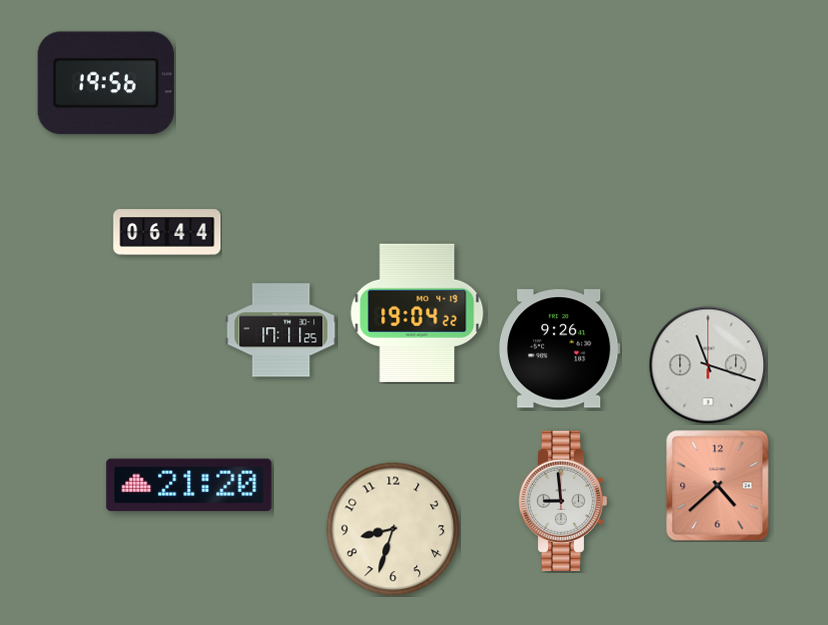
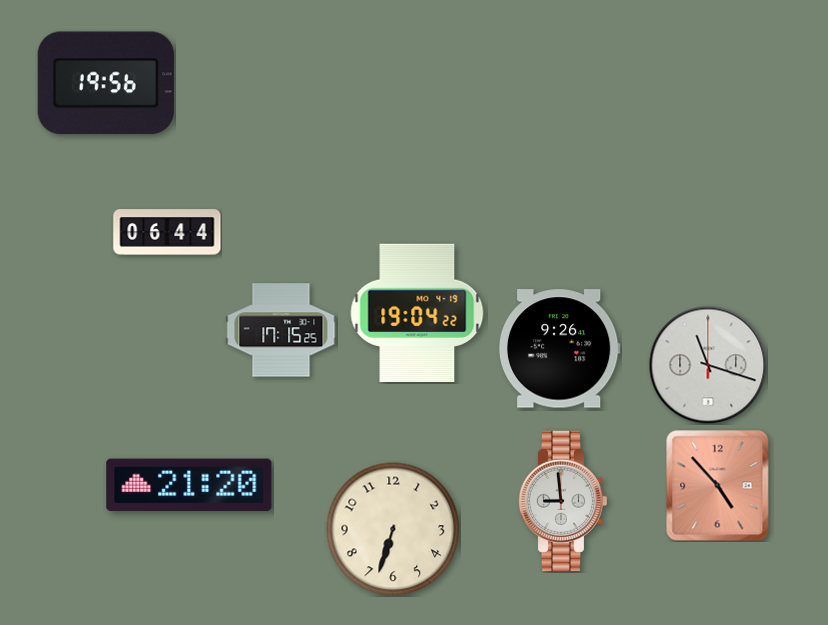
clock at (281, 330): 17:11 -> 17:15
clock at (718, 486): 4:38 -> 4:53
clock at (393, 529): 8:33 -> 6:33
